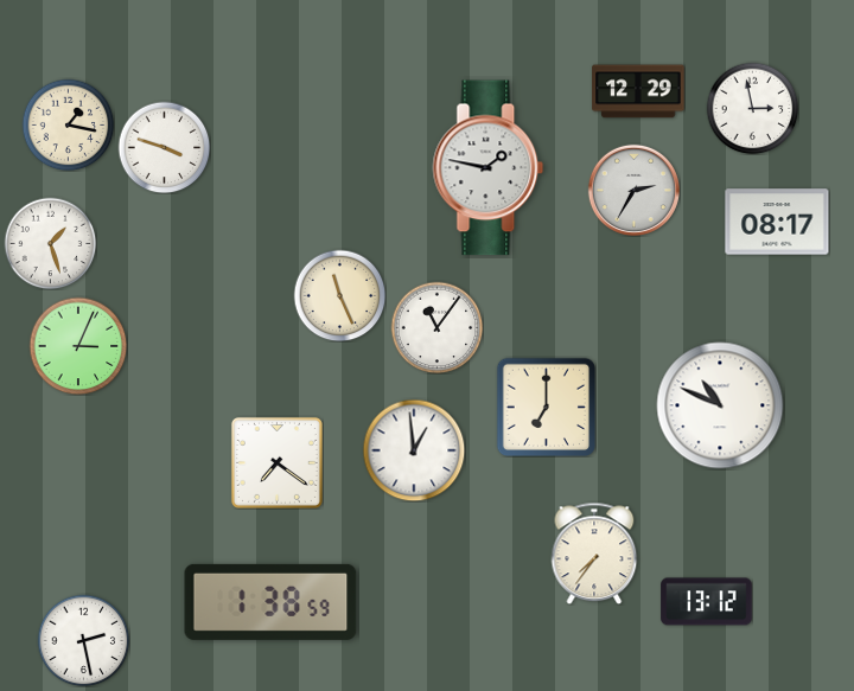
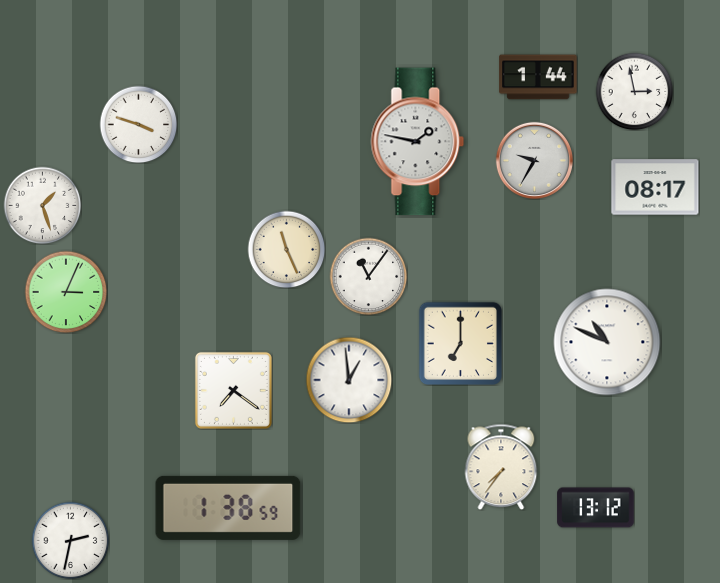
clock at (638, 91): 12:29 -> 1:44
clock at (68, 124): 1:17 -> none
clock at (489, 168) position: (489, 168) -> (418, 142)
clock at (633, 190): 2:35 -> 9:35
clock at (83, 640): 2:28 -> 2:32
